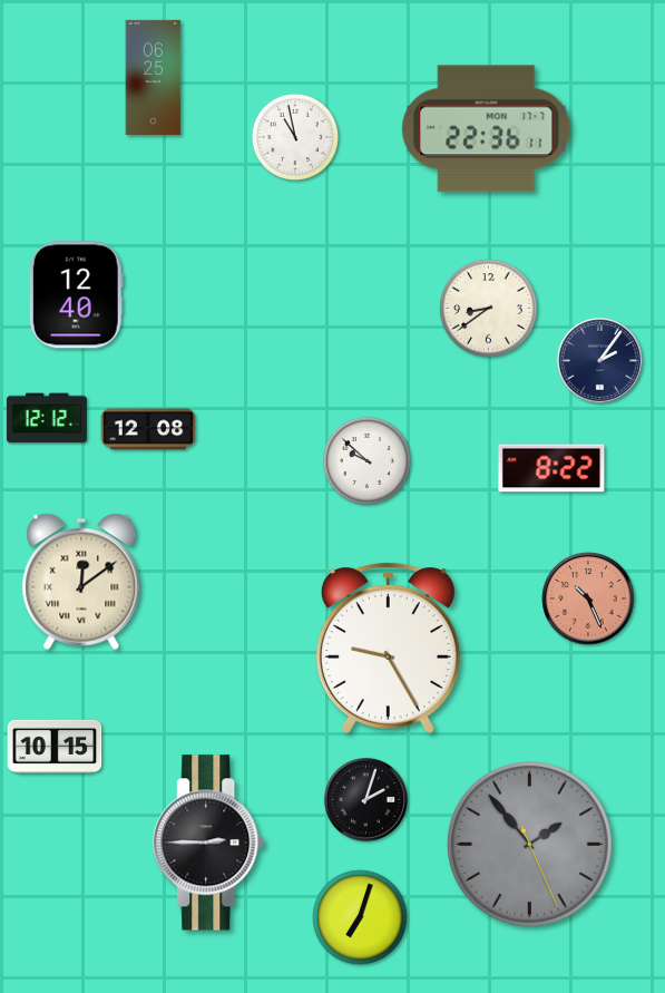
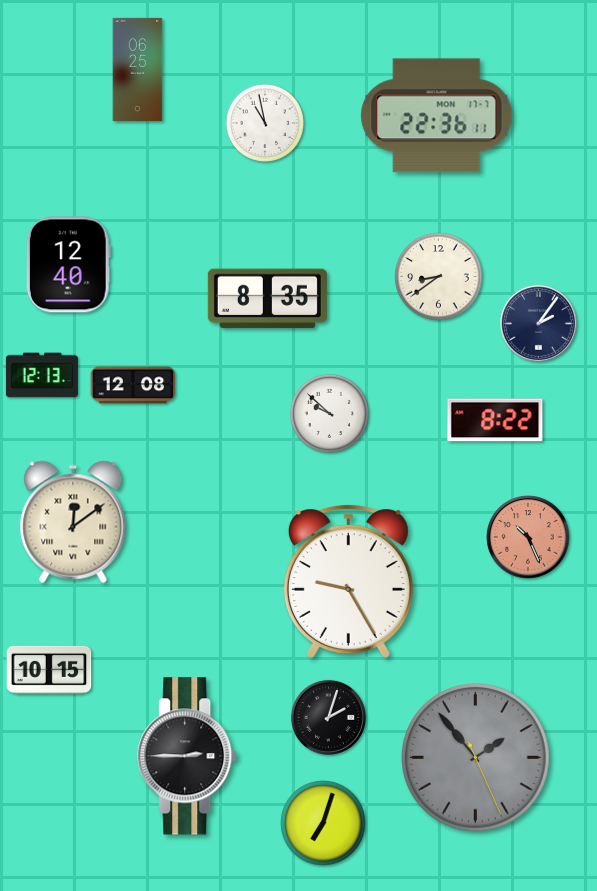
clock at (267, 299): none -> 8:35
clock at (47, 418): 12:12 -> 12:13
